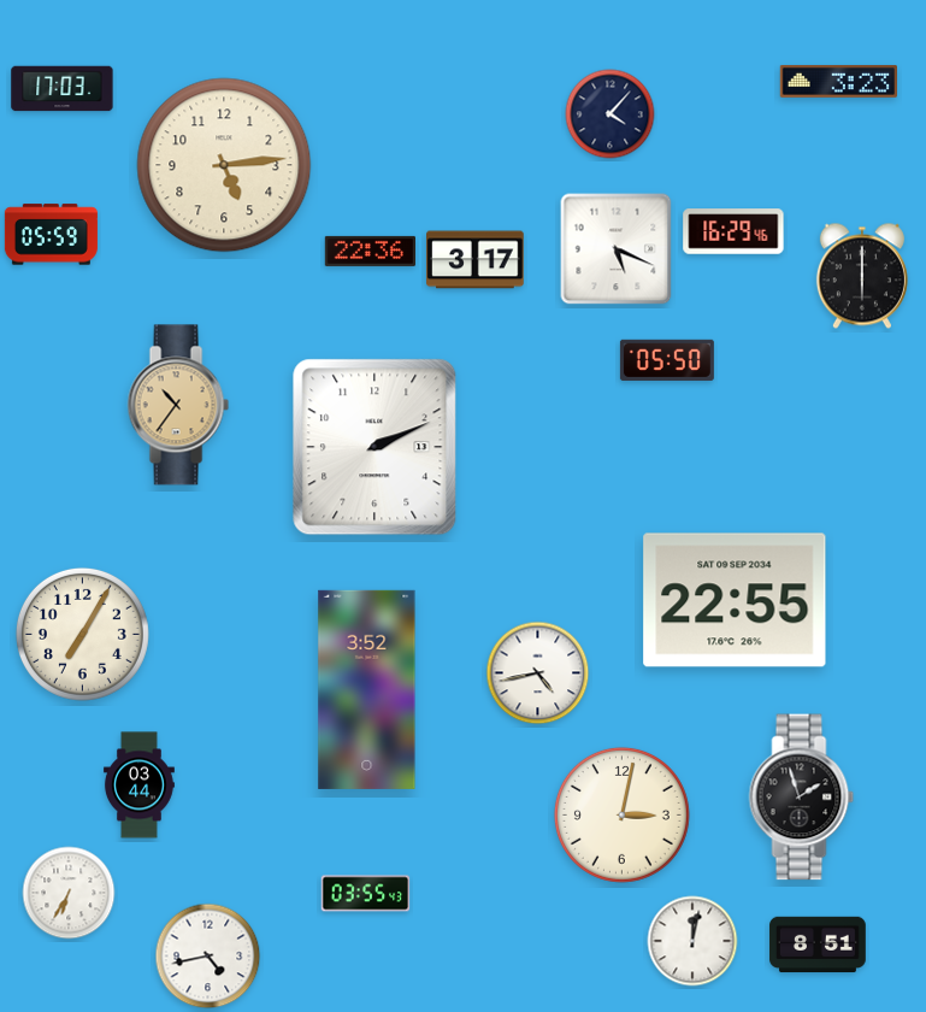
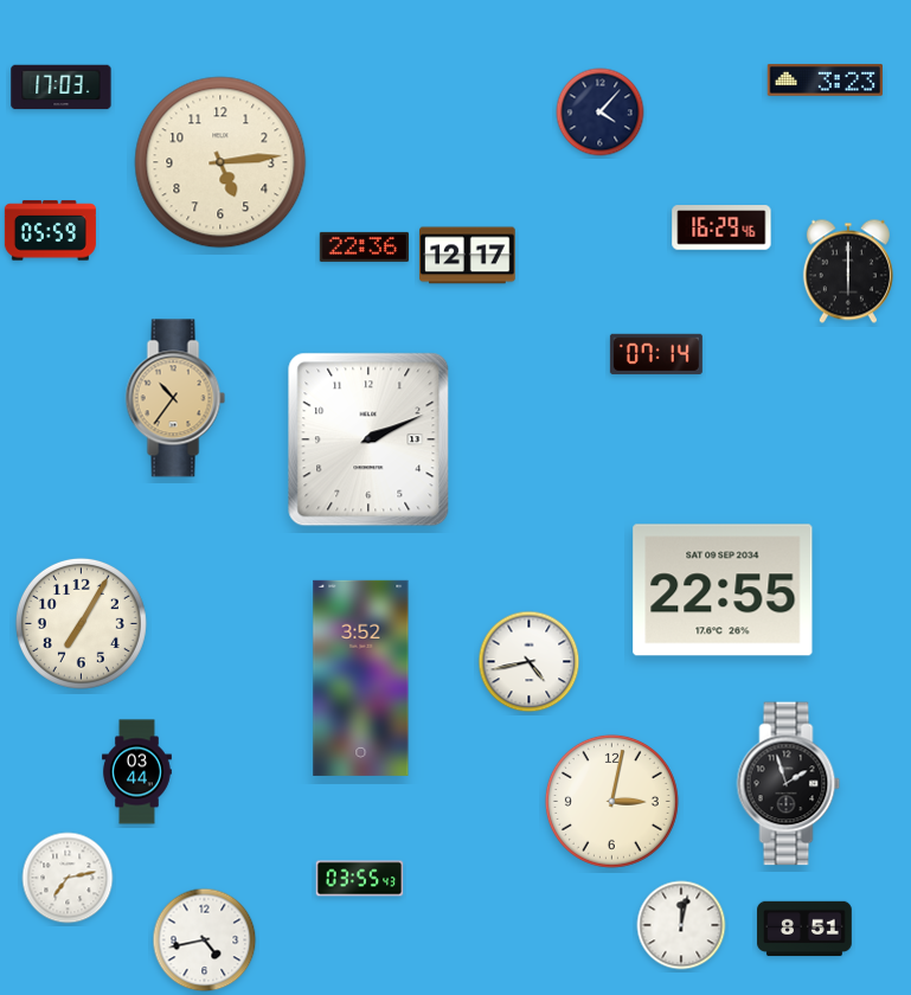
clock at (617, 249): 5:19 -> none
clock at (476, 260): 3:17 -> 12:17
clock at (667, 360): 05:50 -> 07:14
clock at (69, 893): 6:35 -> 7:13
